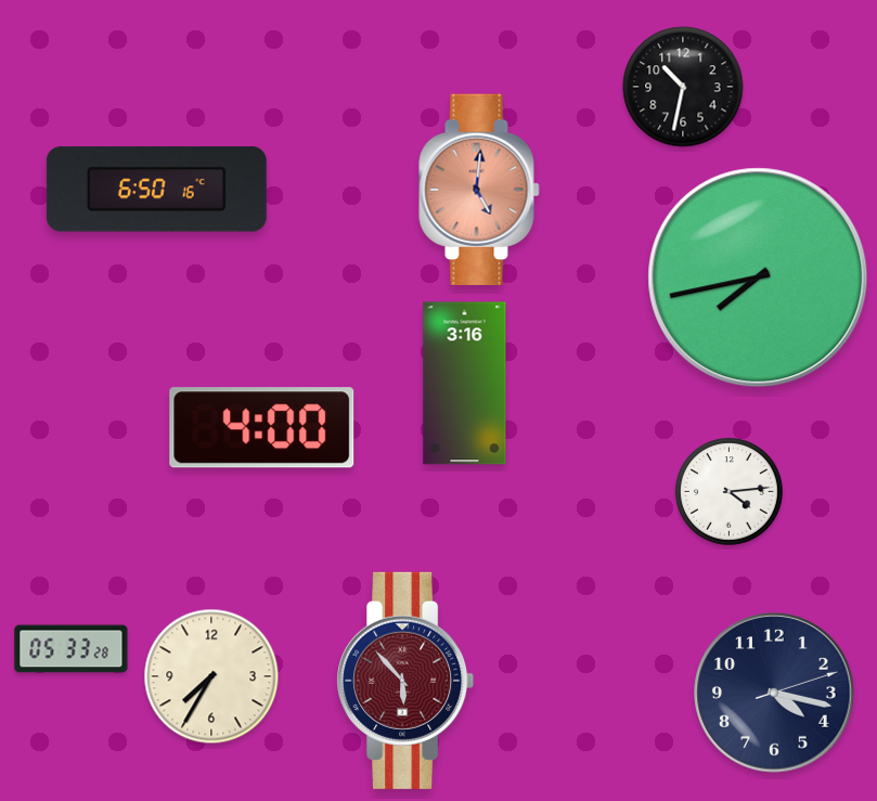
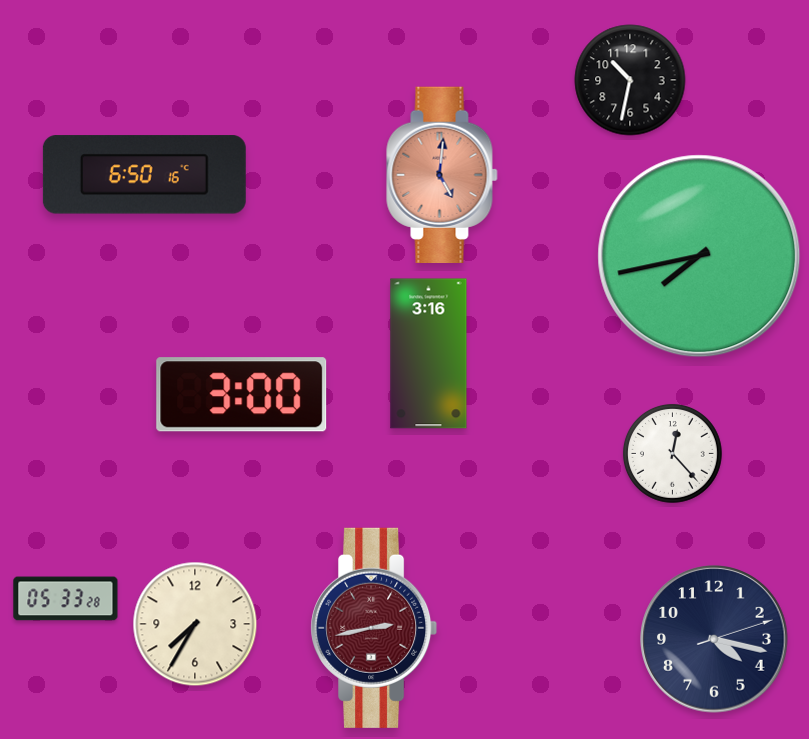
clock at (262, 428): 4:00 -> 3:00
clock at (730, 492): 4:14 -> 12:23
clock at (405, 681): 5:53 -> 2:43
